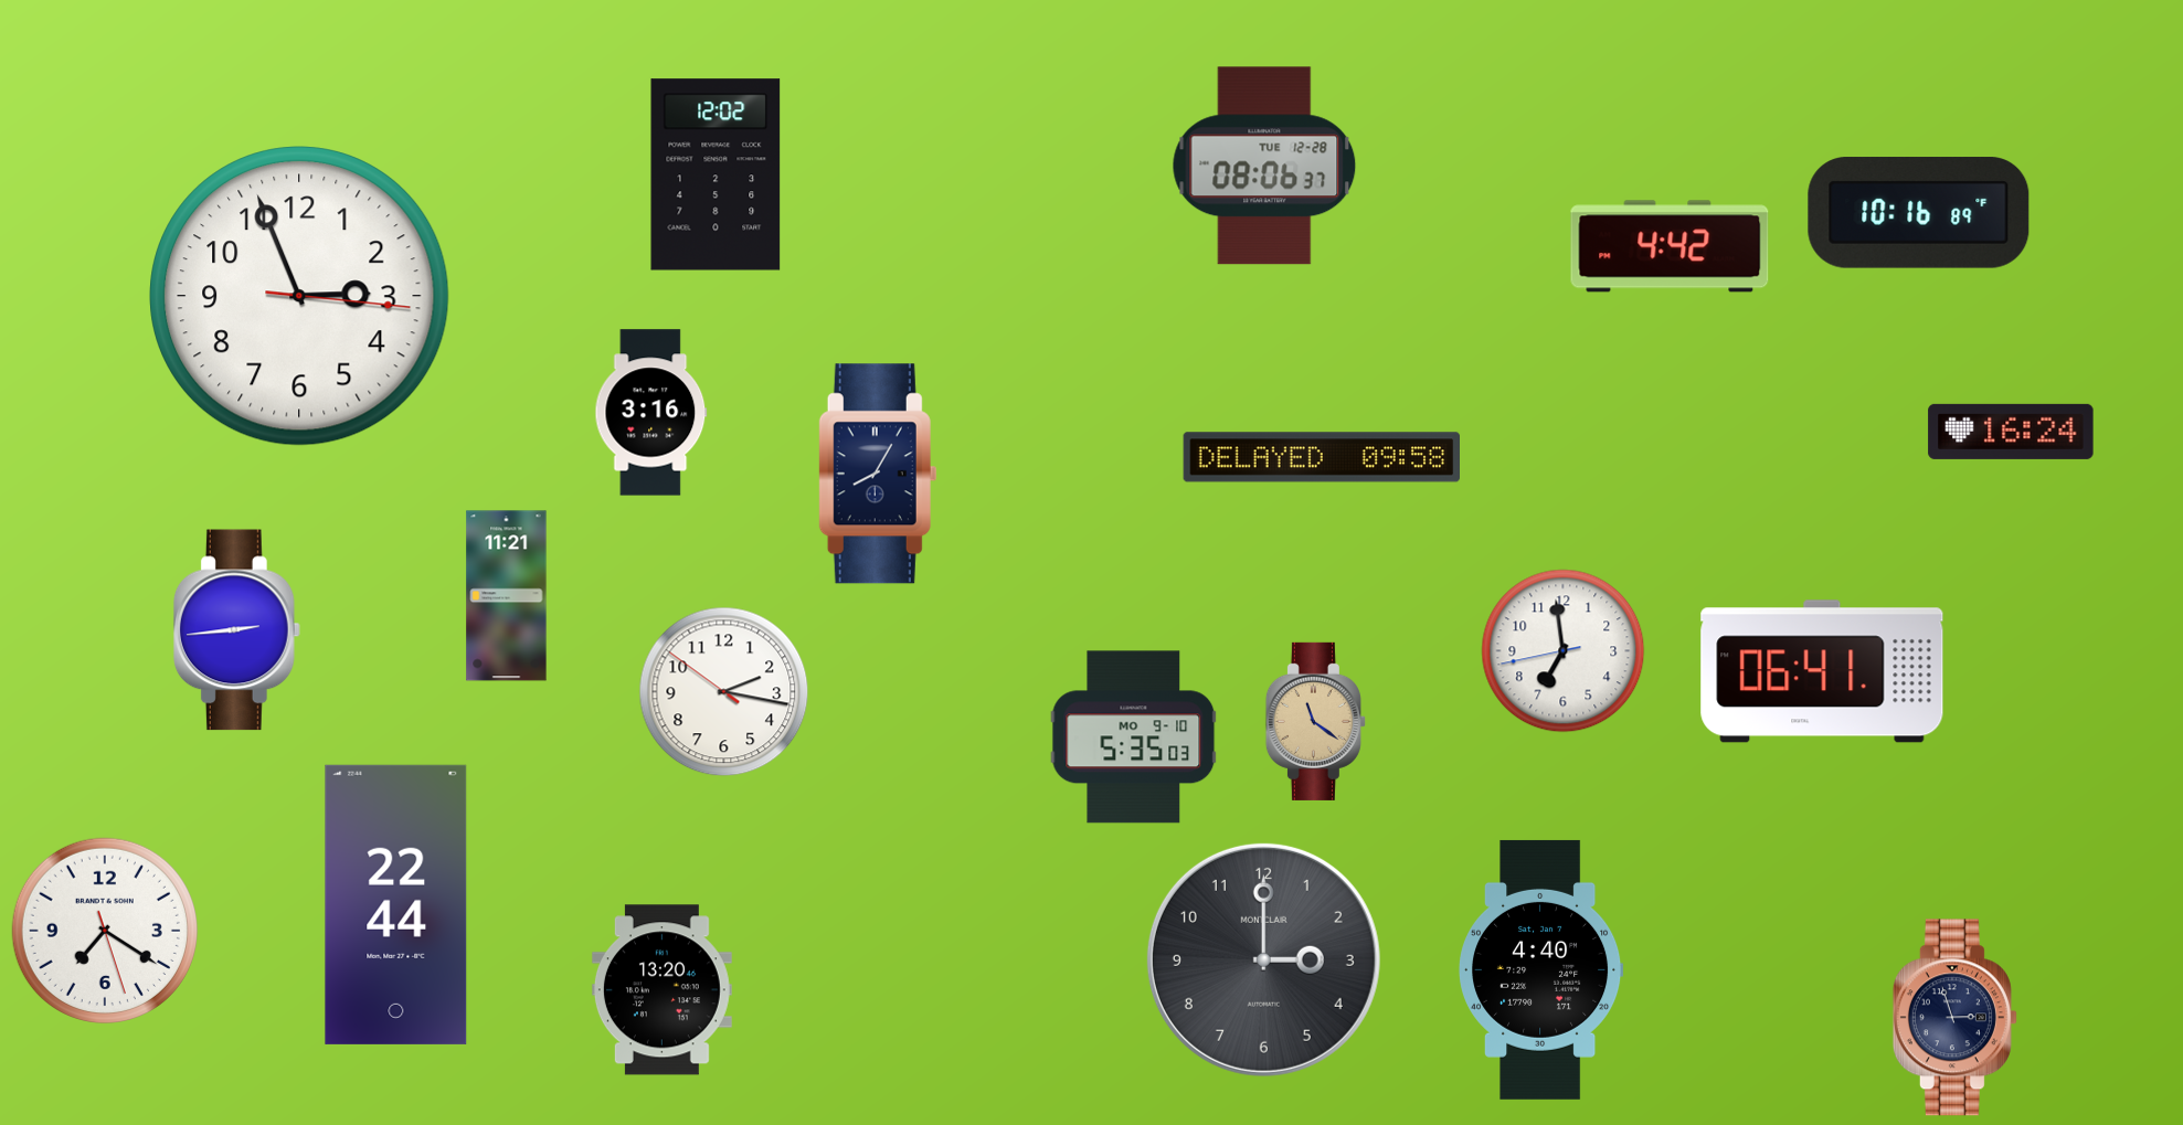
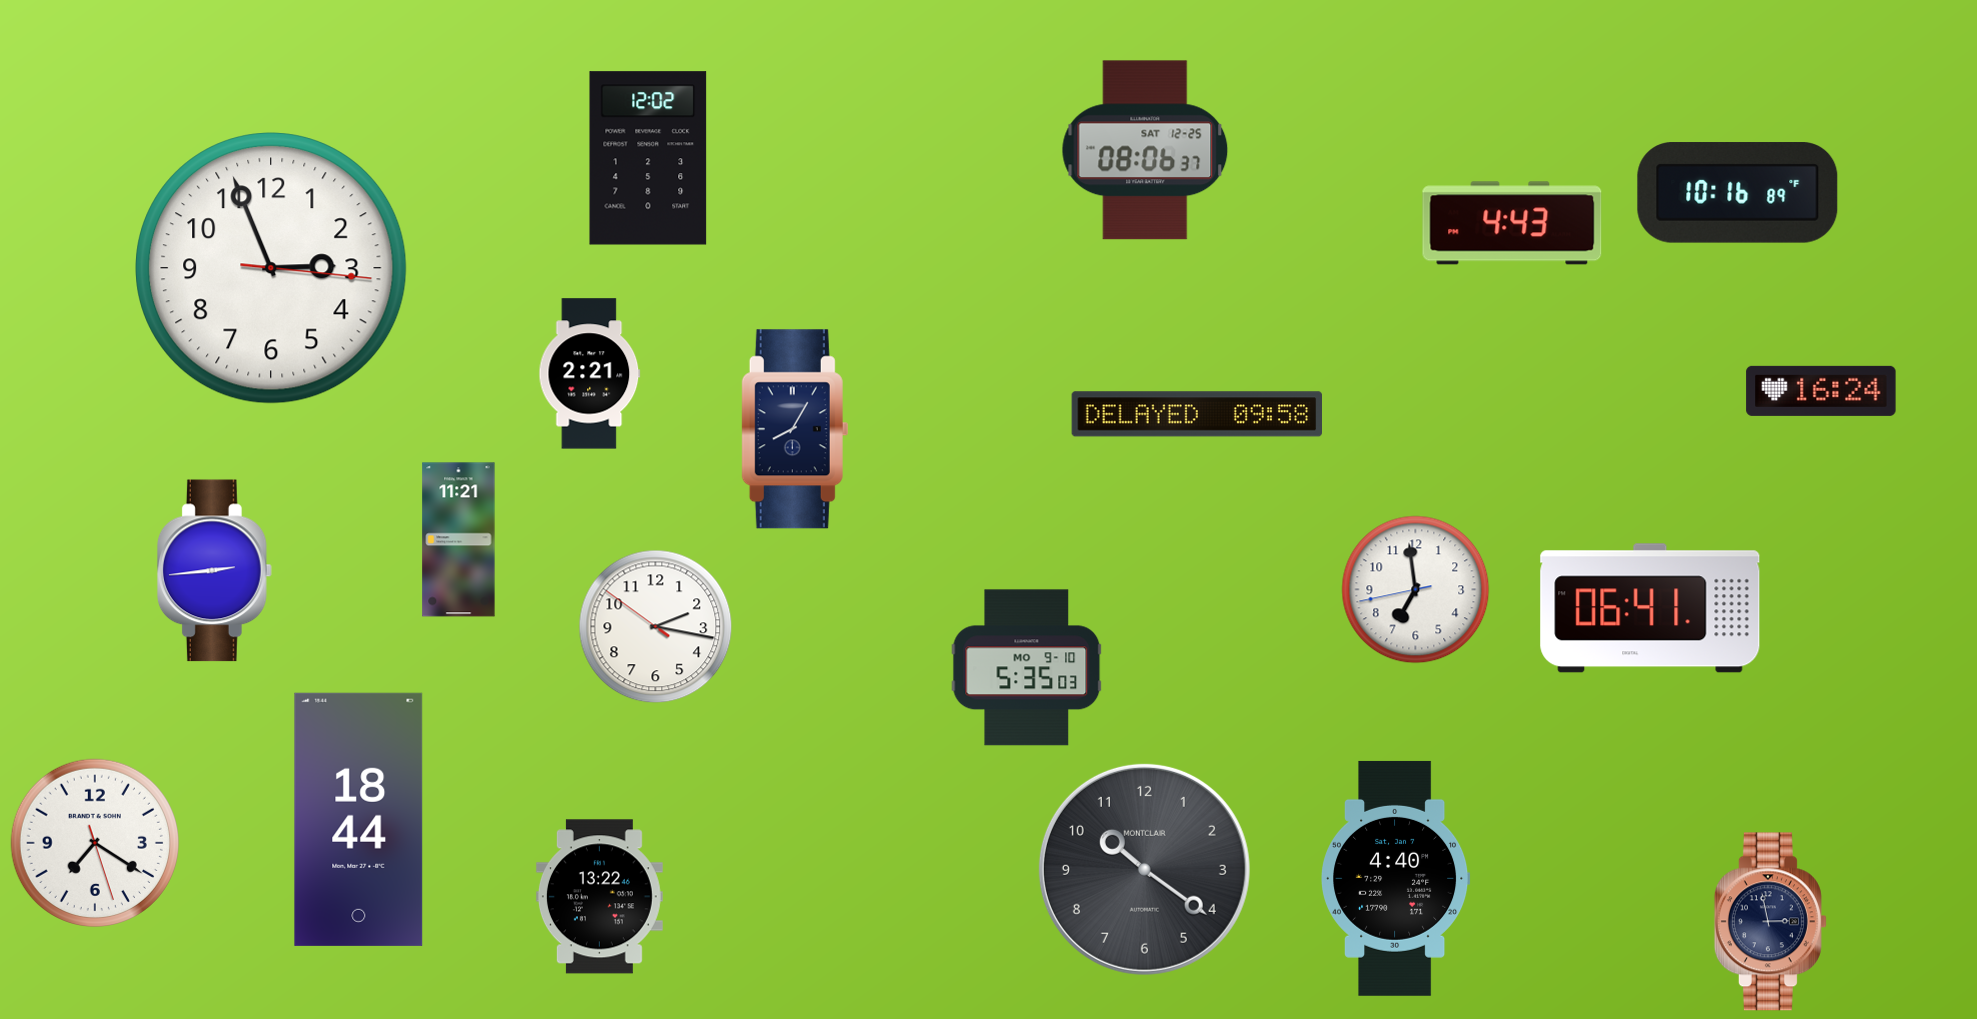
clock at (1264, 166) date: TUE 12-28 -> SAT 12-25
clock at (1670, 246): 4:42 -> 4:43
clock at (651, 413): 3:16 -> 2:21
clock at (1315, 721): 11:21 -> none
clock at (396, 904): 22:44 -> 18:44
clock at (1263, 959): 3:00 -> 10:21
clock at (661, 990): 13:20 -> 13:22
clock at (1954, 1018): 2:57 -> 2:58
